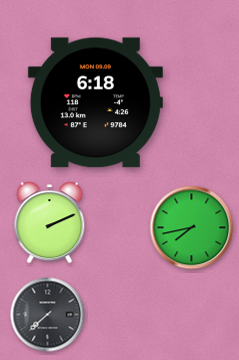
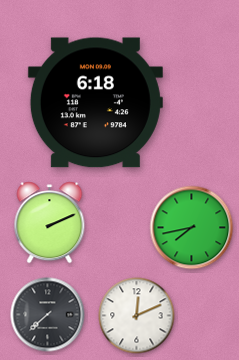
clock at (137, 316): none -> 12:11
